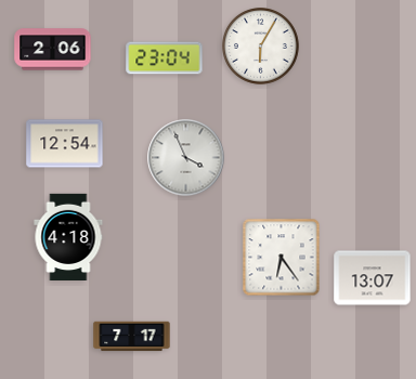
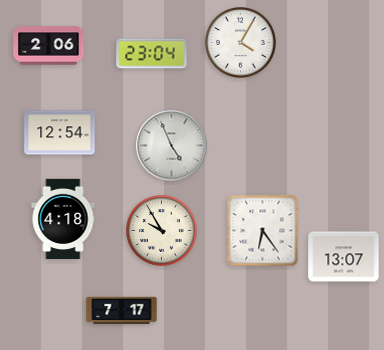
clock at (261, 47): 6:05 -> 4:05
clock at (186, 158): 3:56 -> 4:56
clock at (162, 231): none -> 9:55
clock at (282, 258) position: (282, 258) -> (263, 231)
